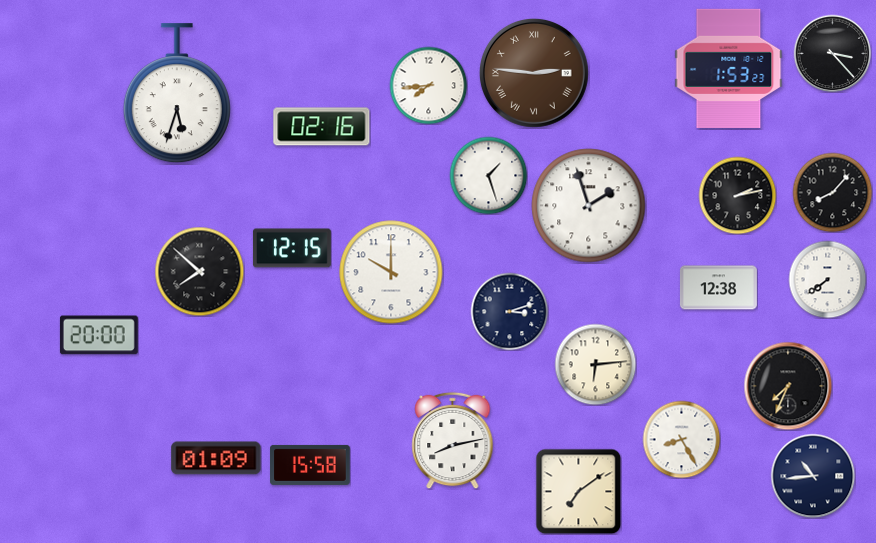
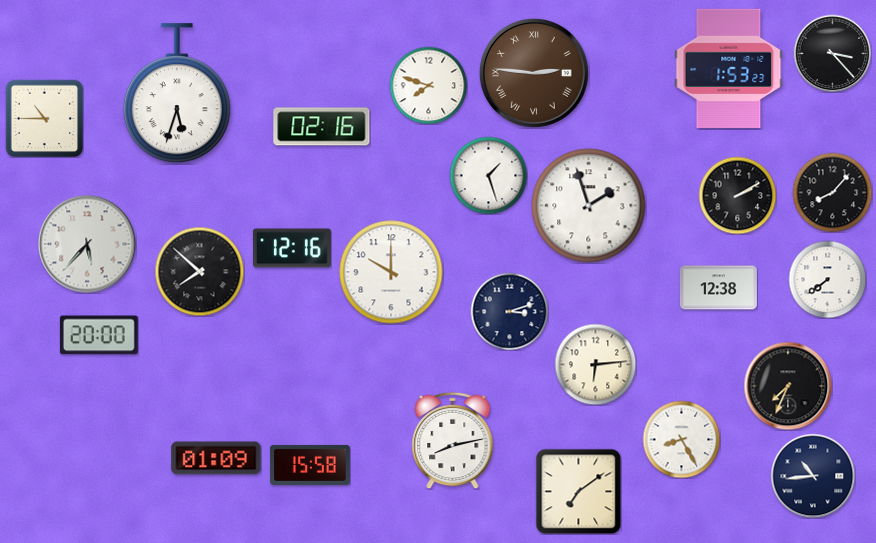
clock at (428, 85): 7:44 -> 7:48
clock at (44, 118): none -> 10:45
clock at (737, 195): 2:13 -> 2:10
clock at (87, 244): none -> 5:37
clock at (292, 248): 12:15 -> 12:16
